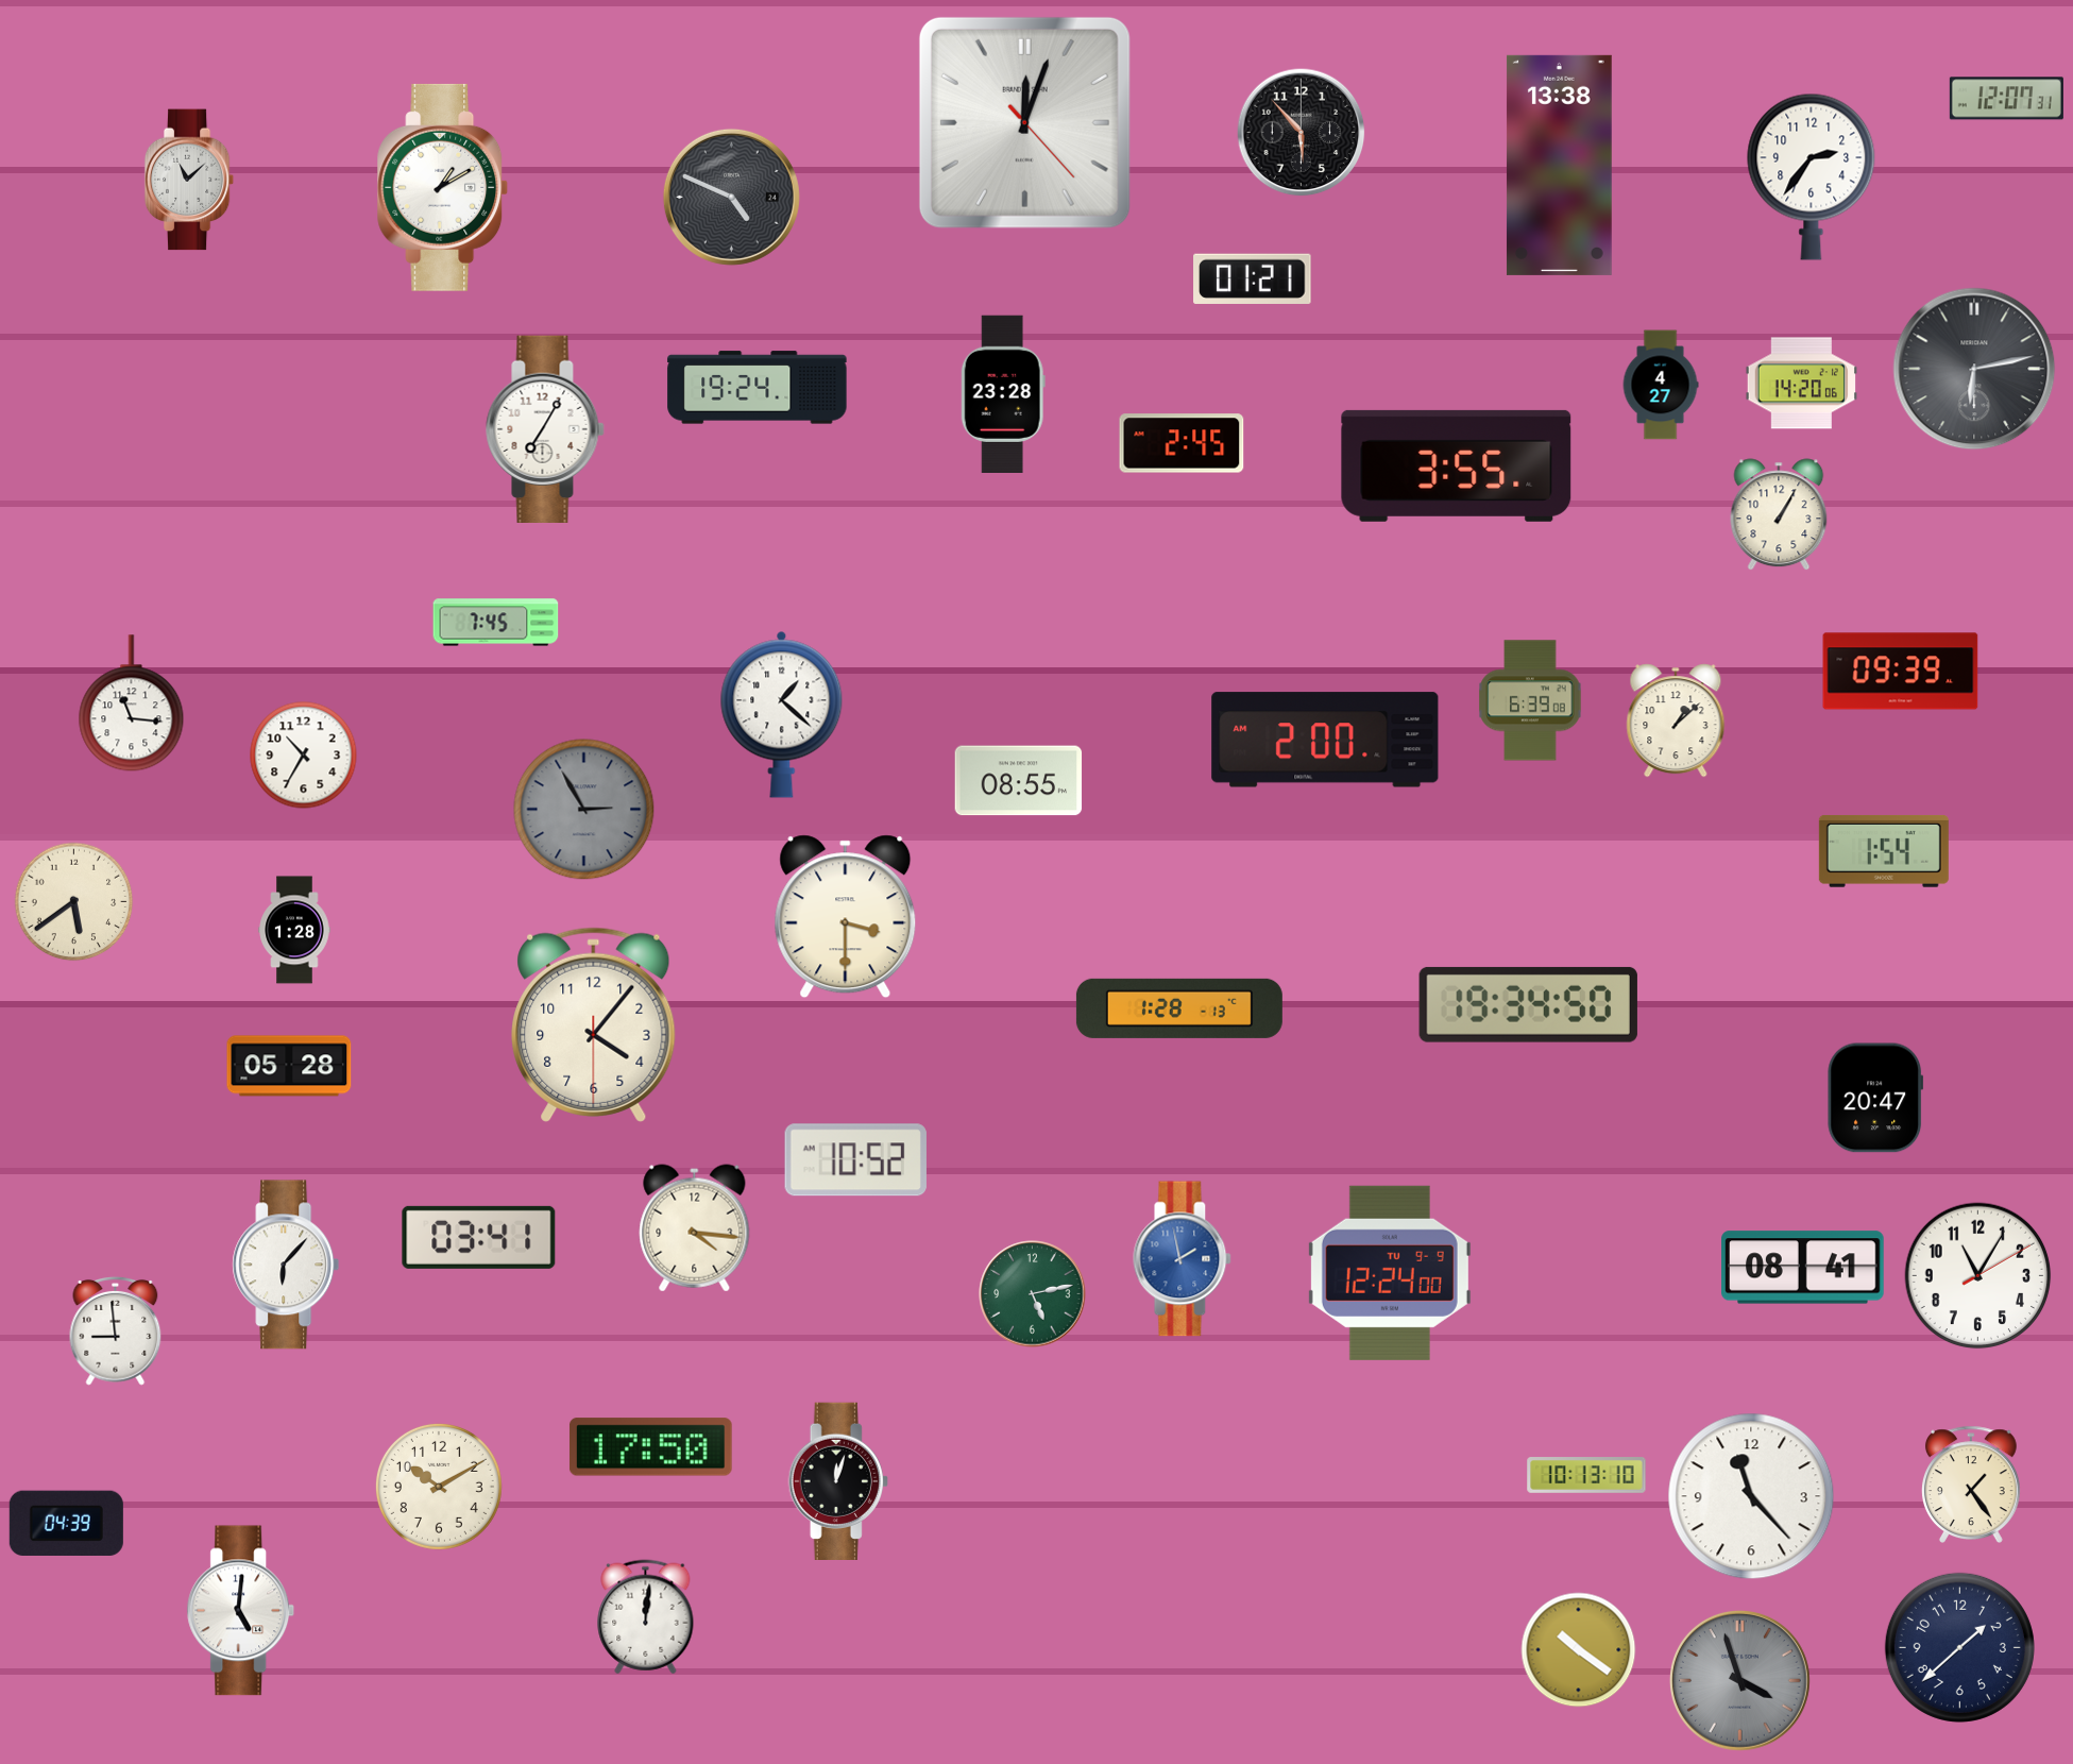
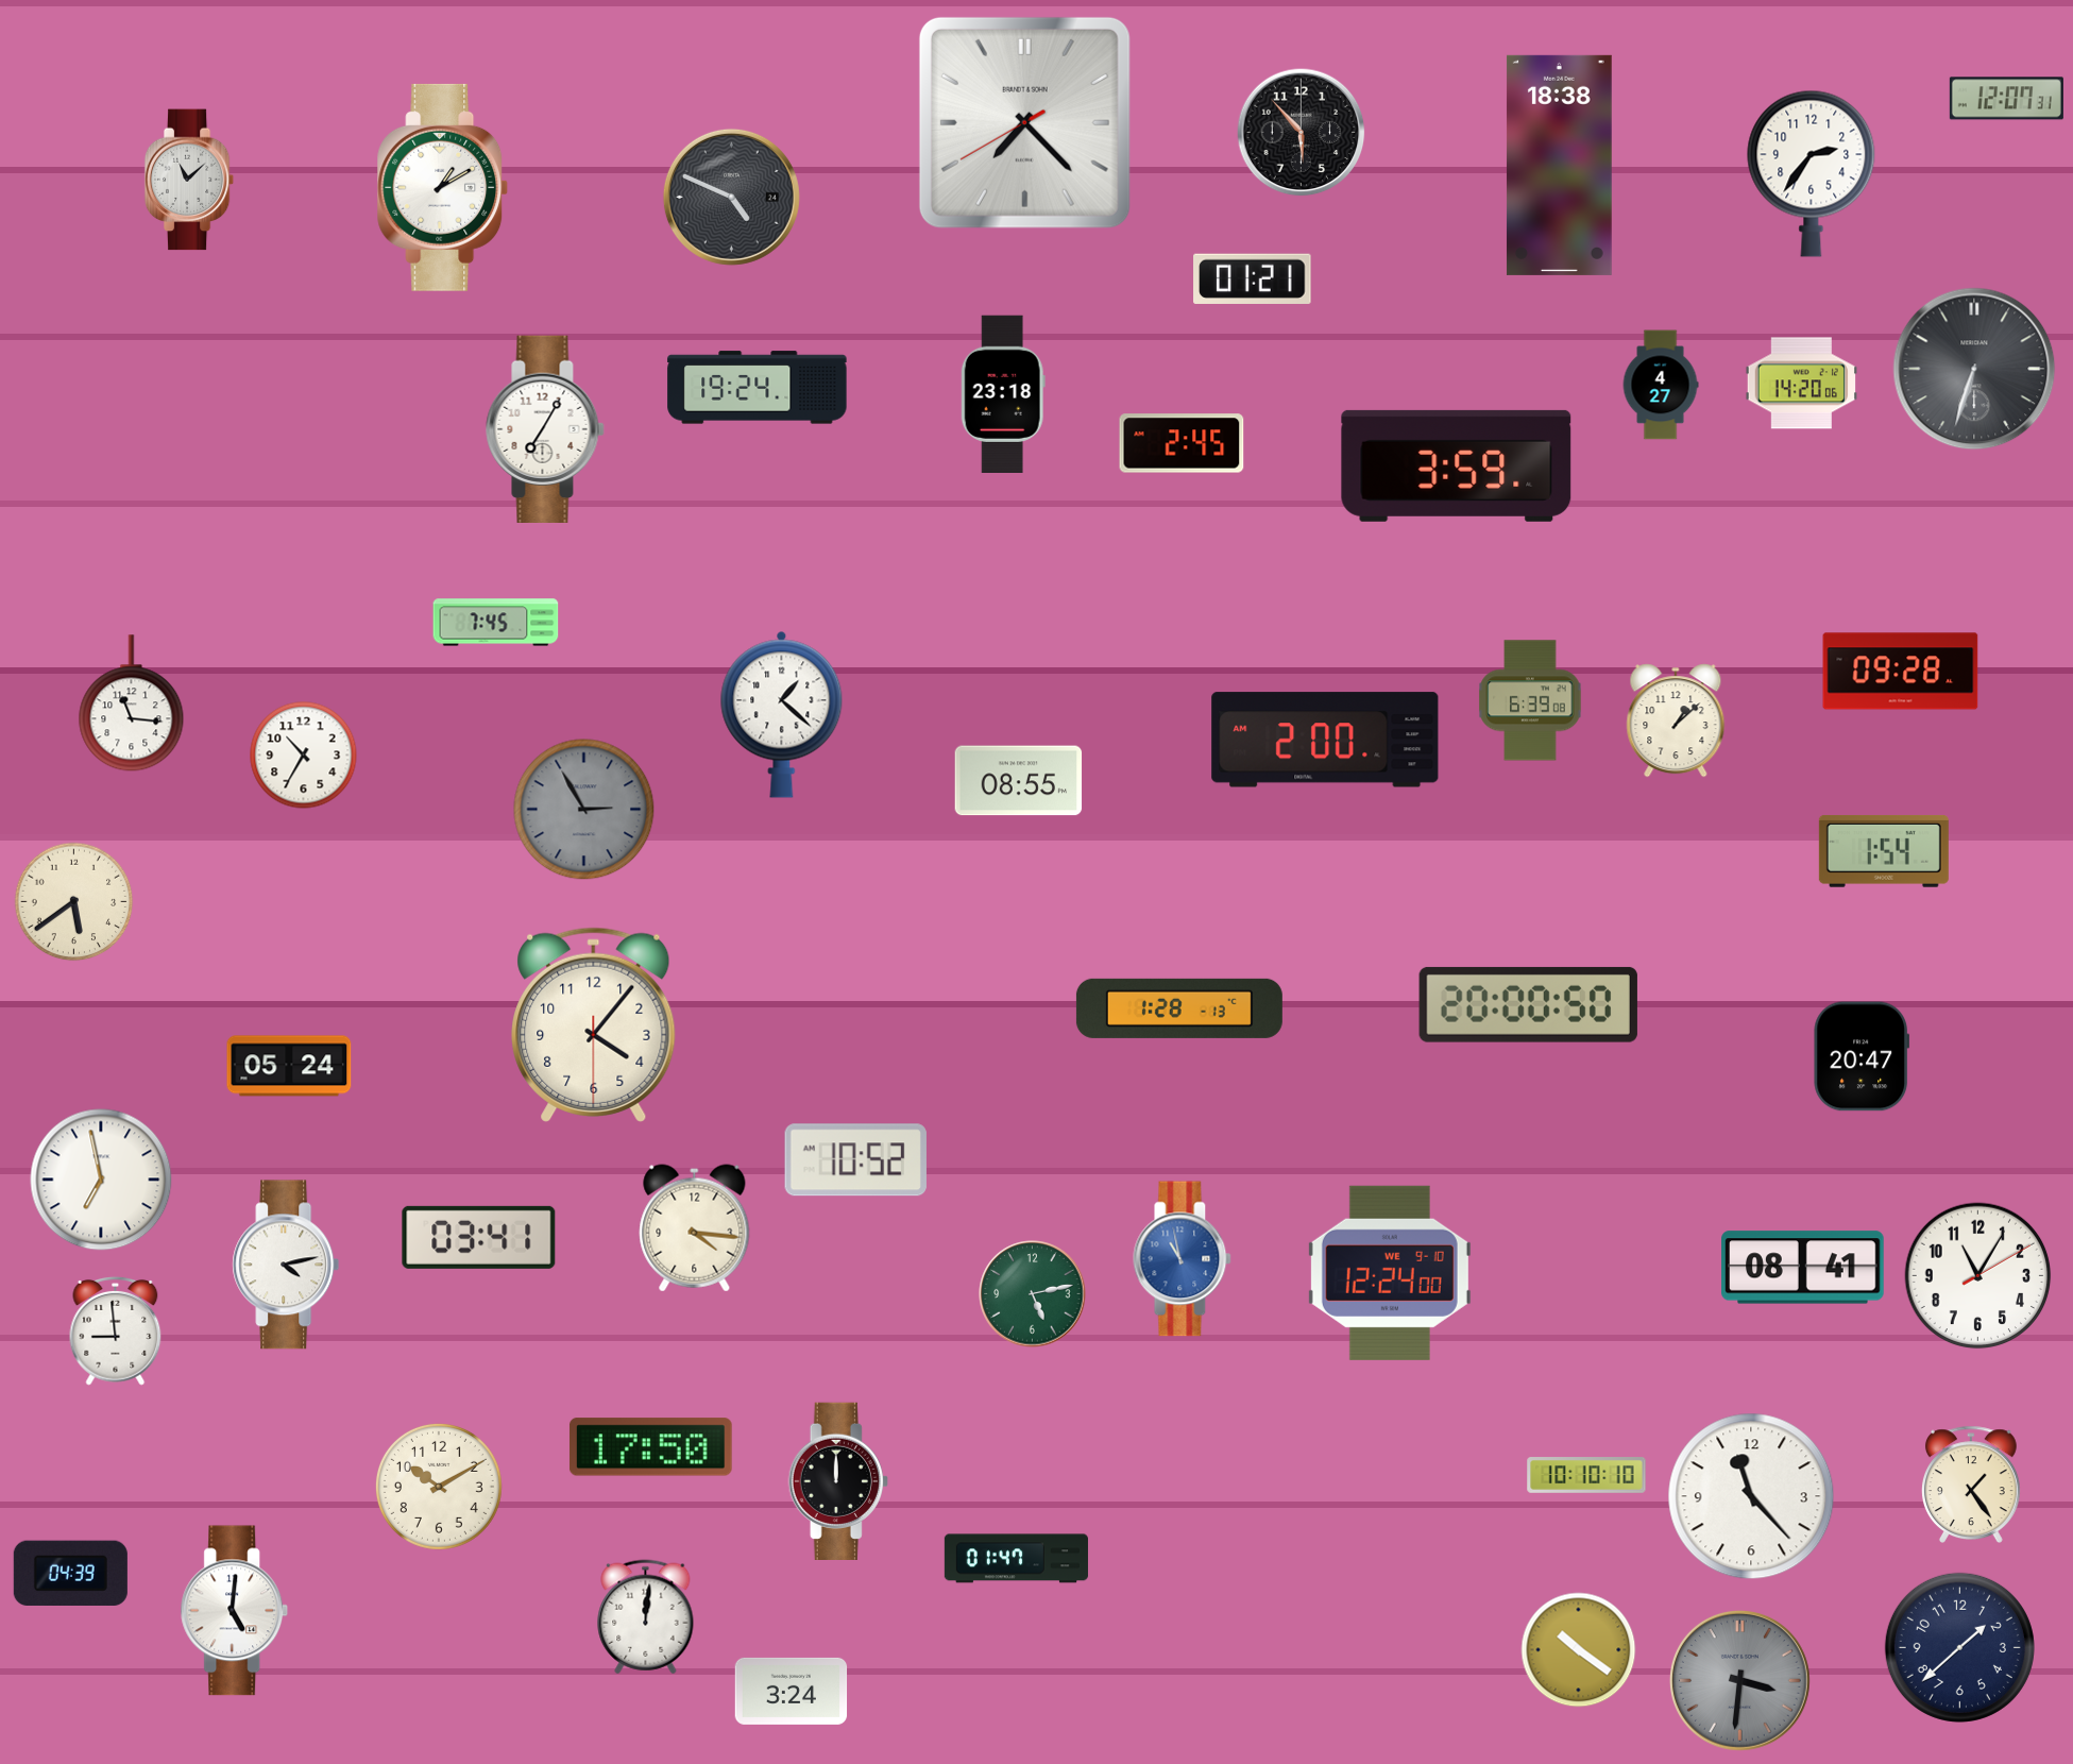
clock at (1024, 122): 12:03 -> 7:22
clock at (1559, 165): 13:38 -> 18:38
clock at (1812, 176) position: (1812, 176) -> (1812, 173)
clock at (1974, 369): 6:13 -> 6:33
clock at (1003, 393): 23:28 -> 23:18
clock at (1457, 465): 3:55 -> 3:59
clock at (1779, 514): 1:05 -> none
clock at (1901, 672): 09:39 -> 09:28
clock at (846, 917): 3:30 -> none
clock at (294, 930): 1:28 -> none
clock at (1528, 1004): 19:34 -> 20:00
clock at (289, 1066): 05:28 -> 05:24
clock at (1875, 1098) position: (1875, 1098) -> (1862, 1056)
clock at (101, 1180): none -> 6:58
clock at (1183, 1259): 1:58 -> 10:58
clock at (286, 1265): 6:07 -> 4:13
clock at (1390, 1273) date: TU 9-9 -> WE 9-10
clock at (1586, 1475): 10:13 -> 10:10
clock at (838, 1480): 12:03 -> 12:00
clock at (66, 1523) position: (66, 1523) -> (70, 1573)
clock at (1016, 1559): none -> 01:47
clock at (241, 1611) position: (241, 1611) -> (235, 1611)
clock at (1739, 1680): 3:57 -> 3:31
clock at (792, 1691): none -> 3:24
